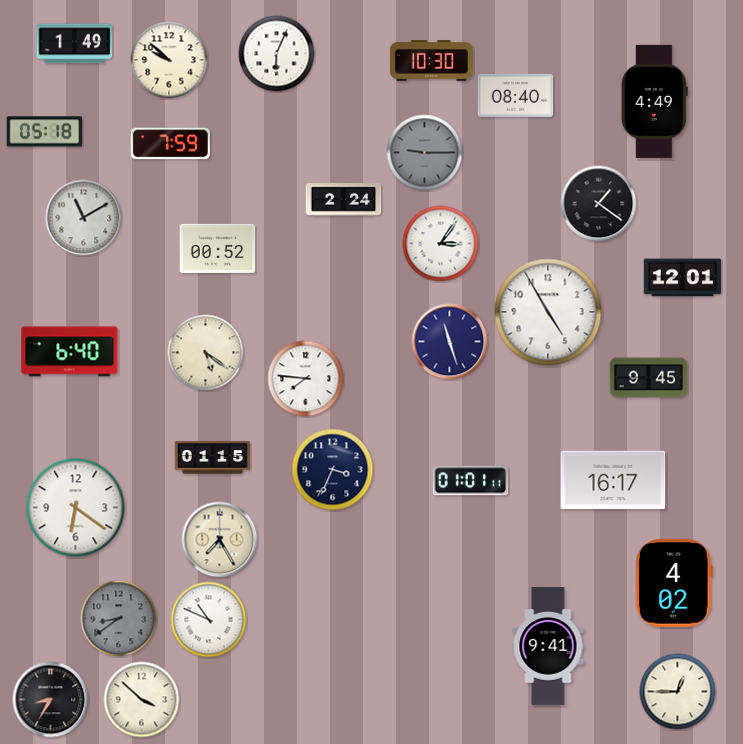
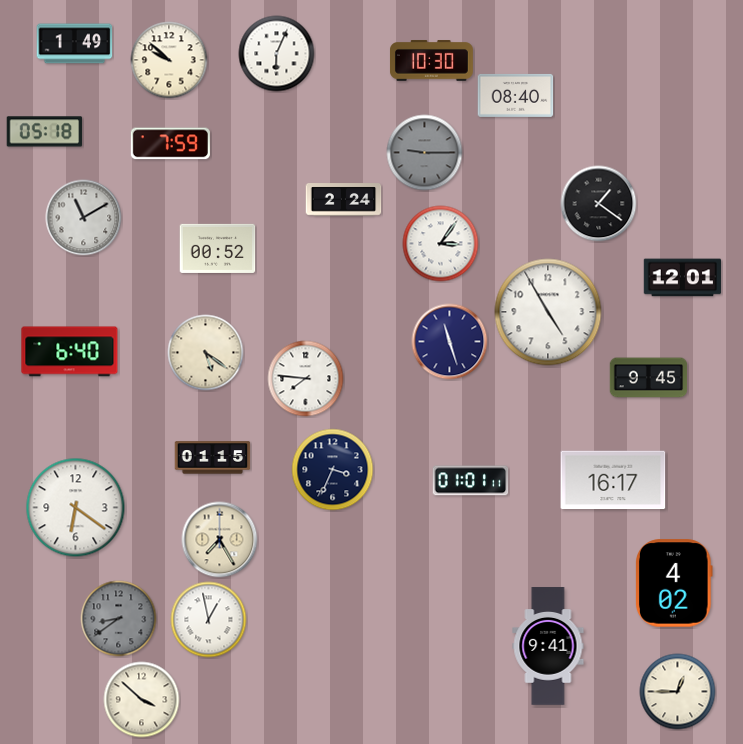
clock at (654, 101): 4:49 -> none
clock at (209, 620): 10:49 -> 12:58
clock at (51, 700): 8:35 -> none
